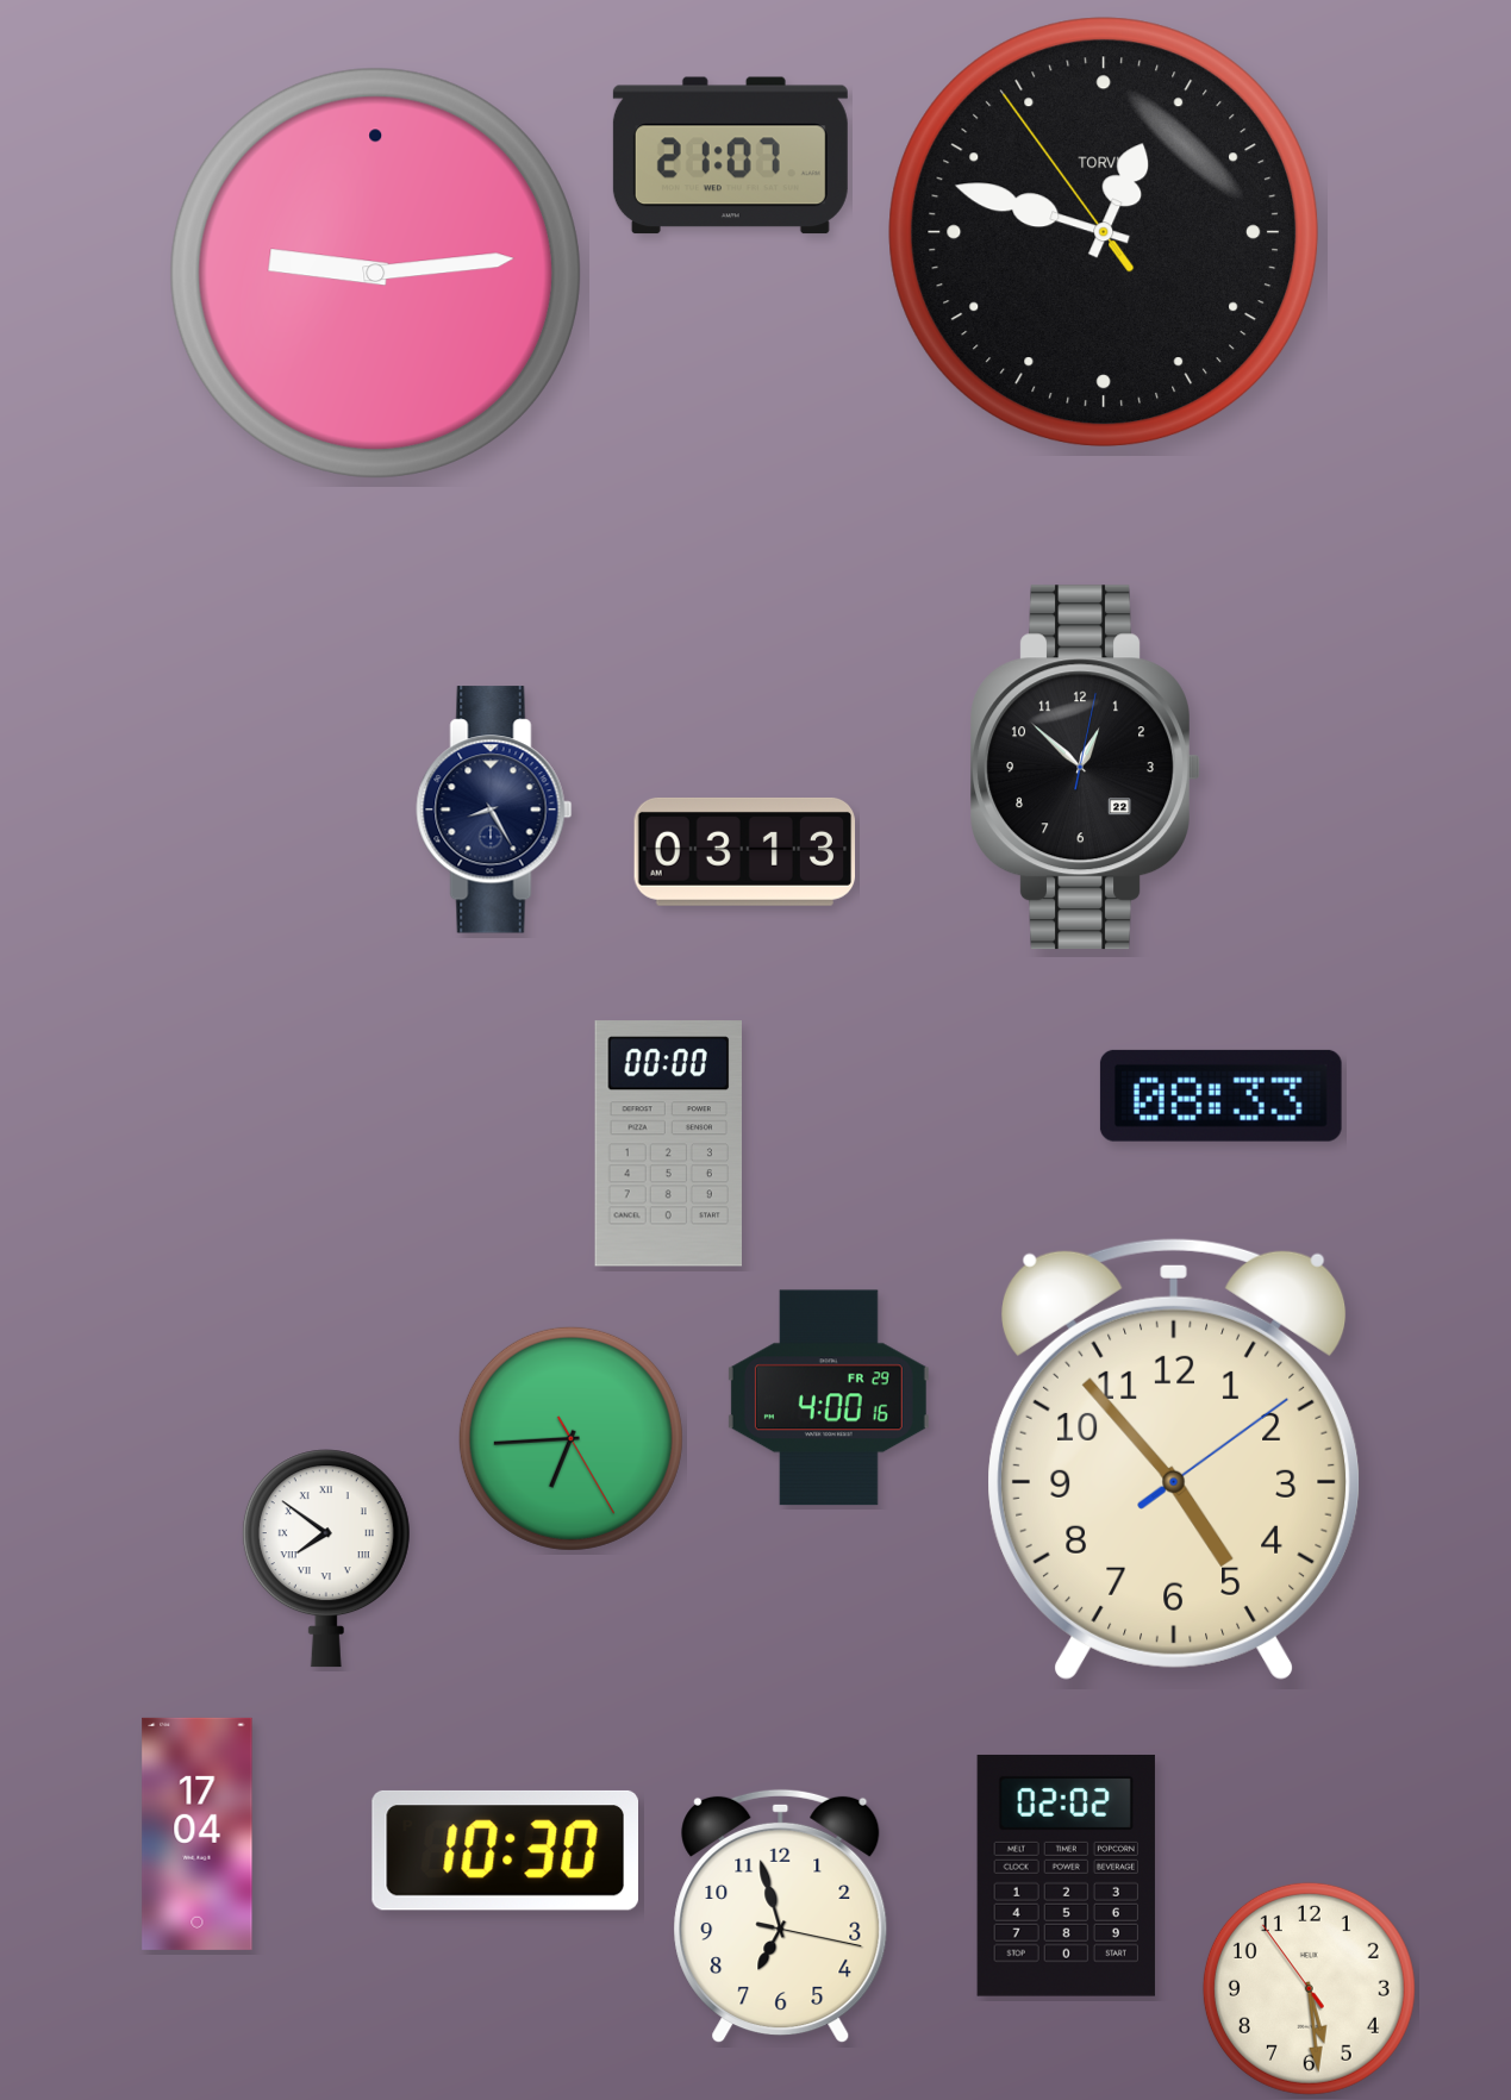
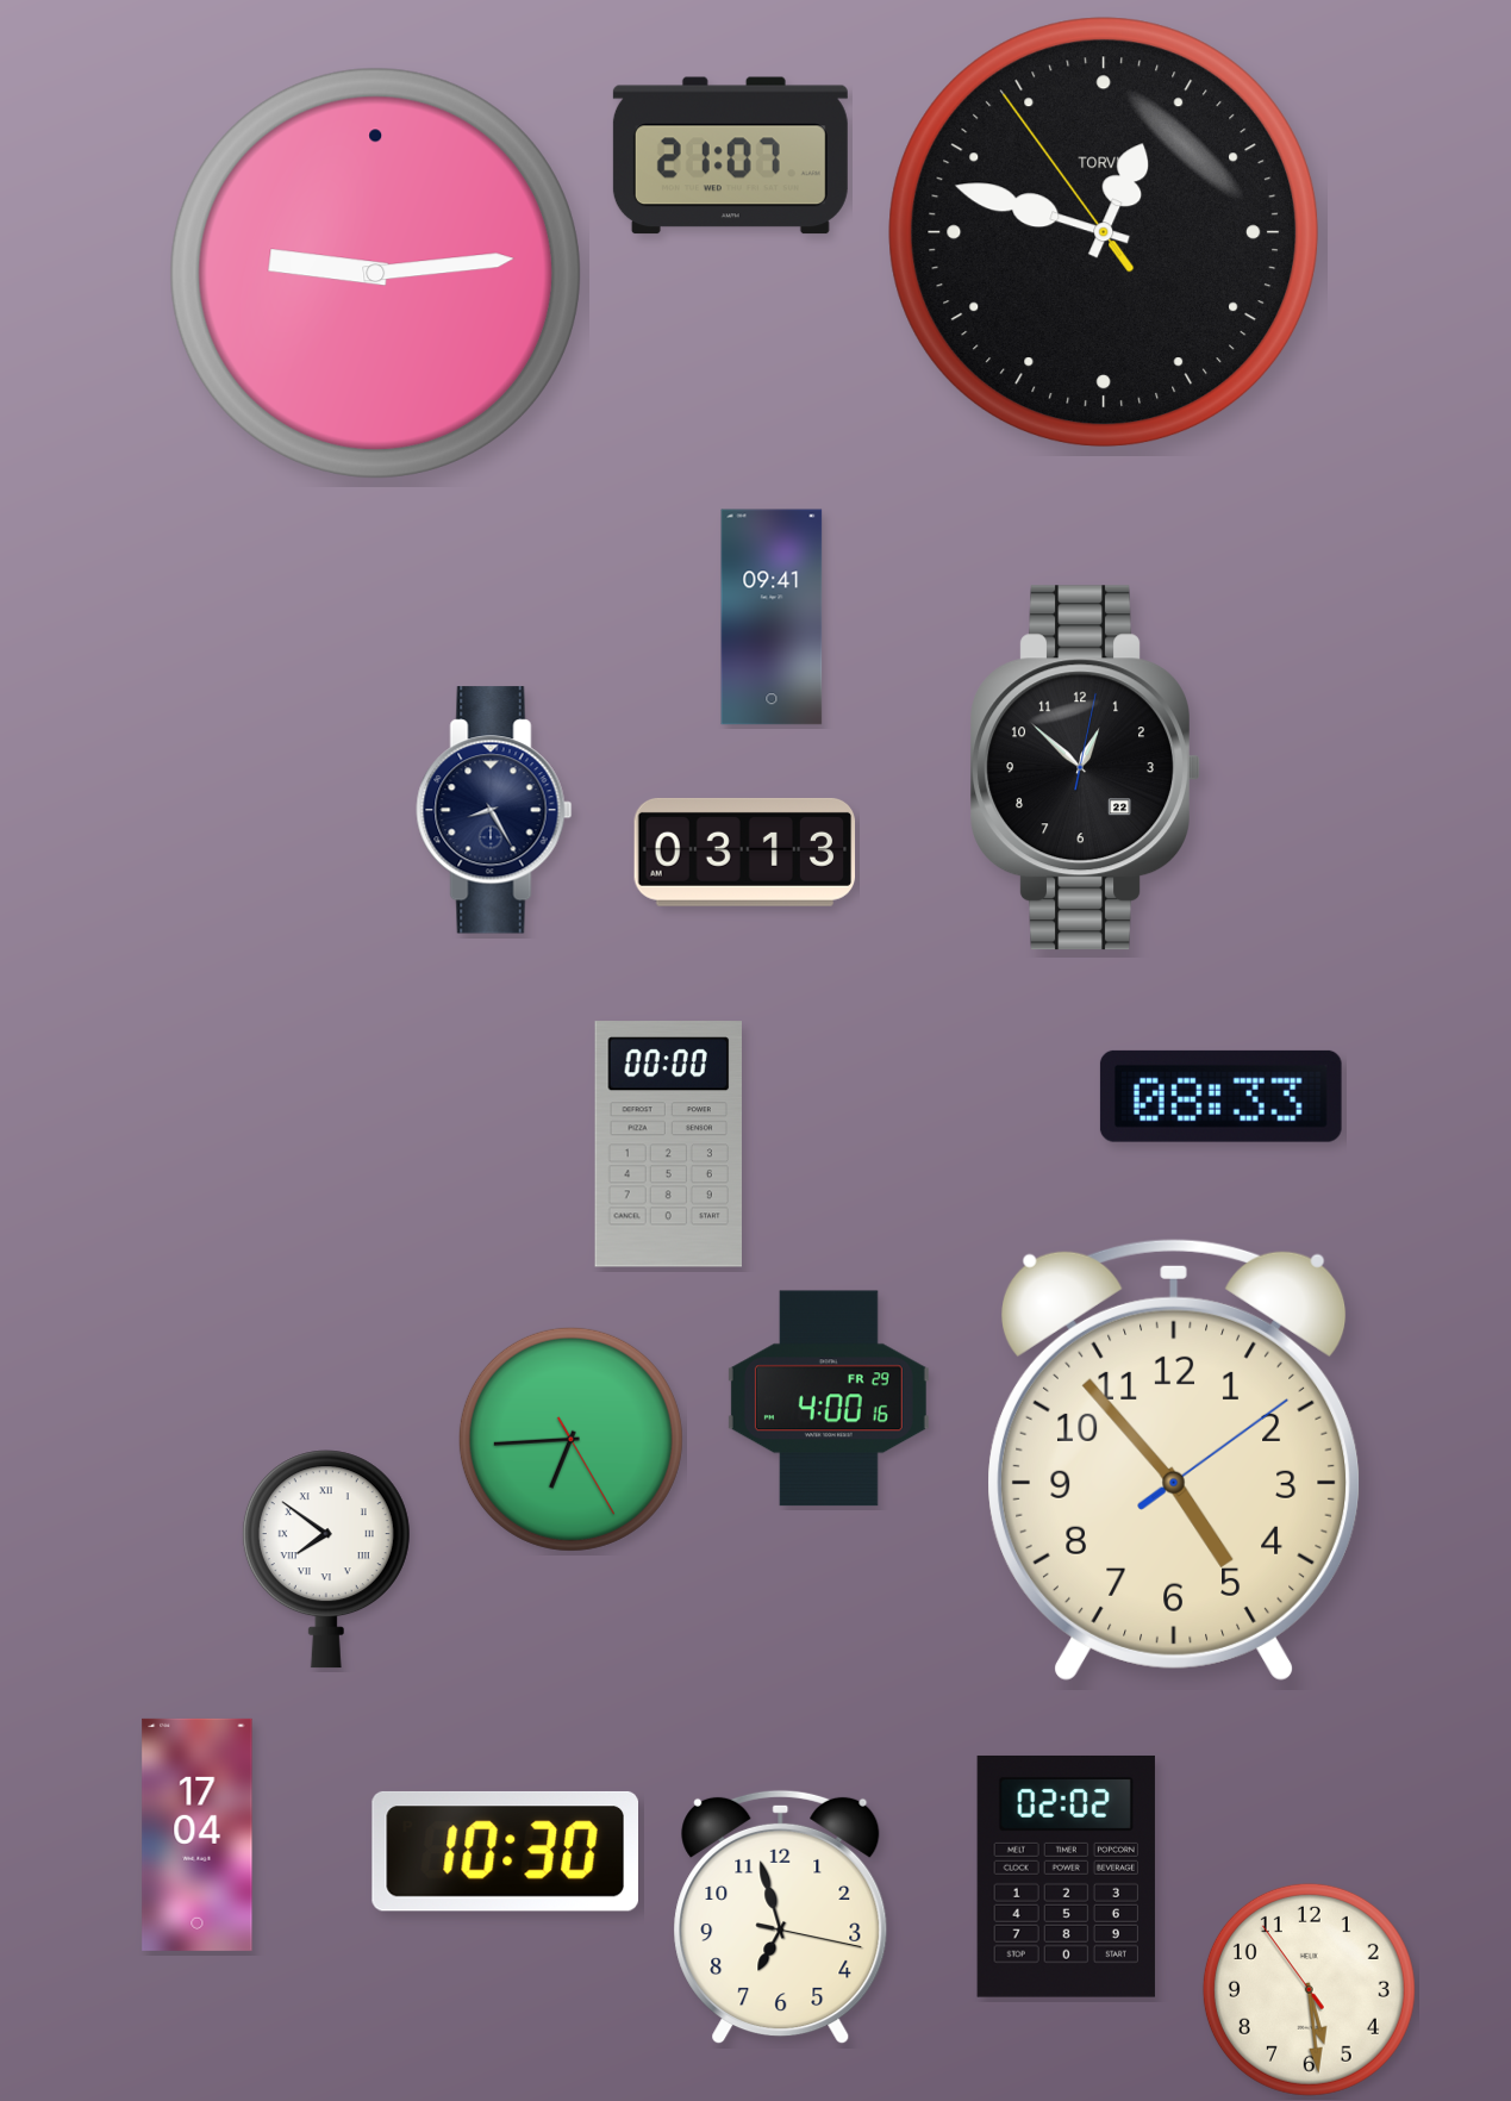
clock at (772, 617): none -> 09:41
